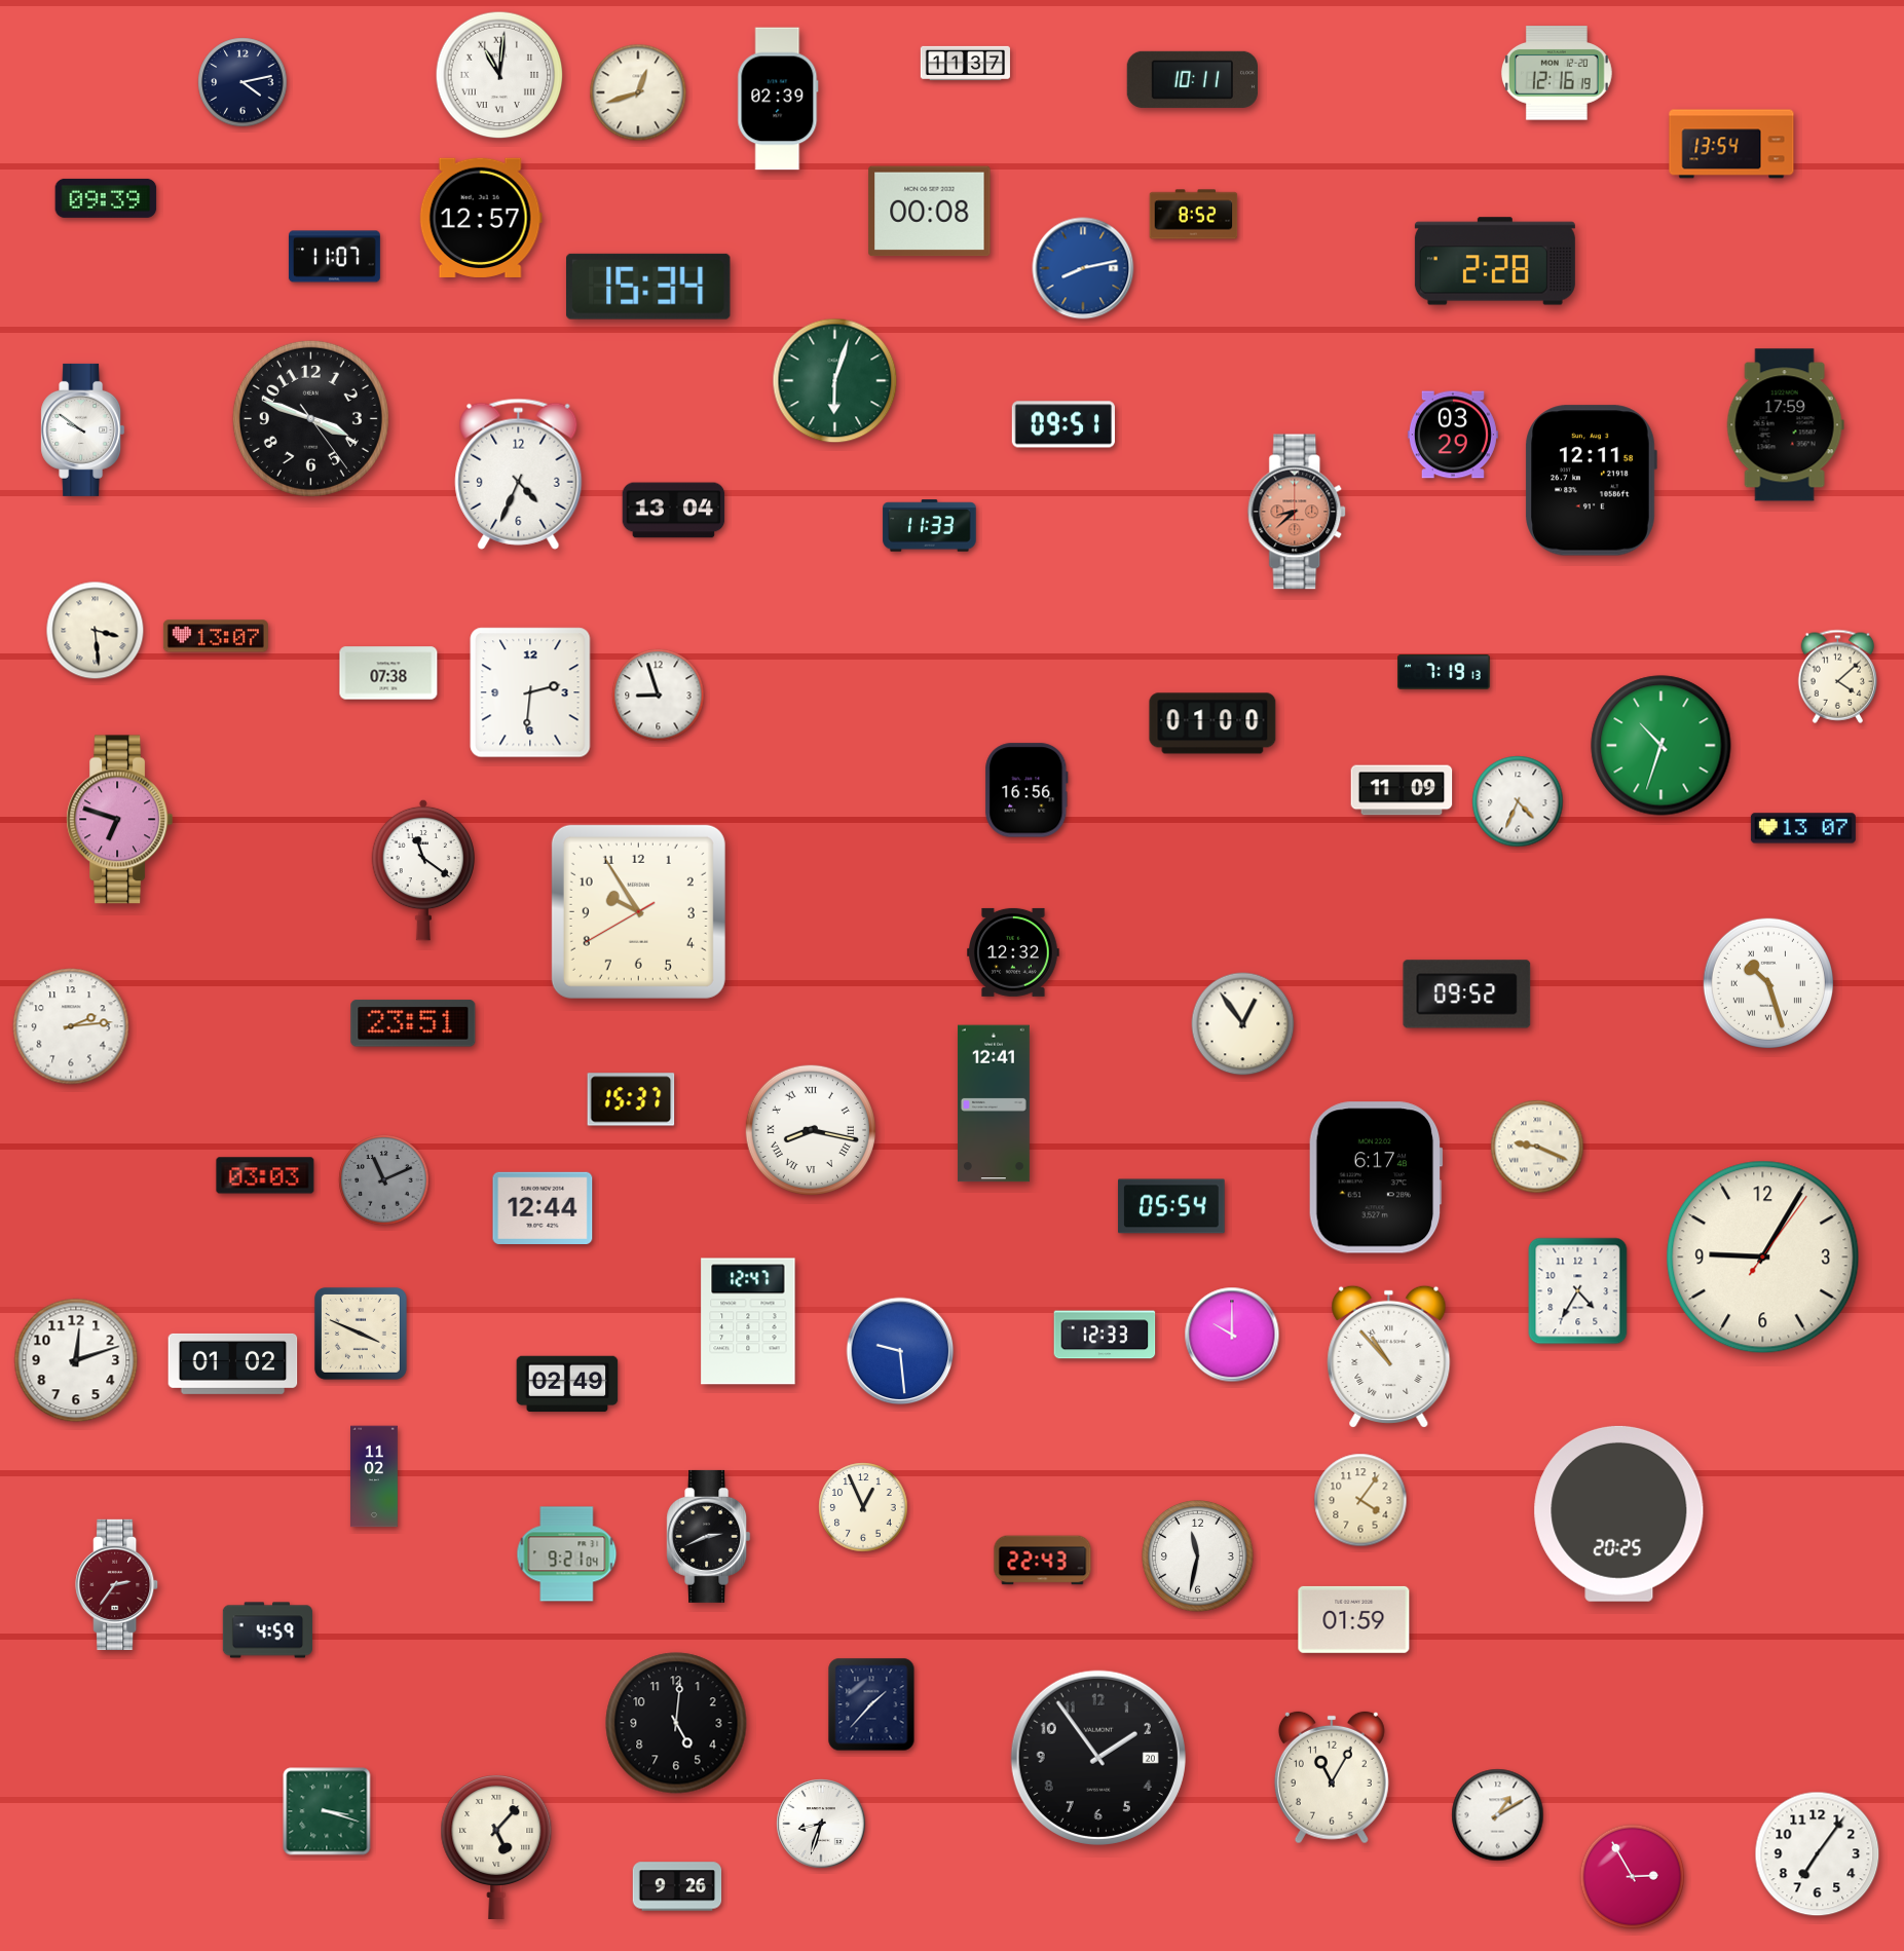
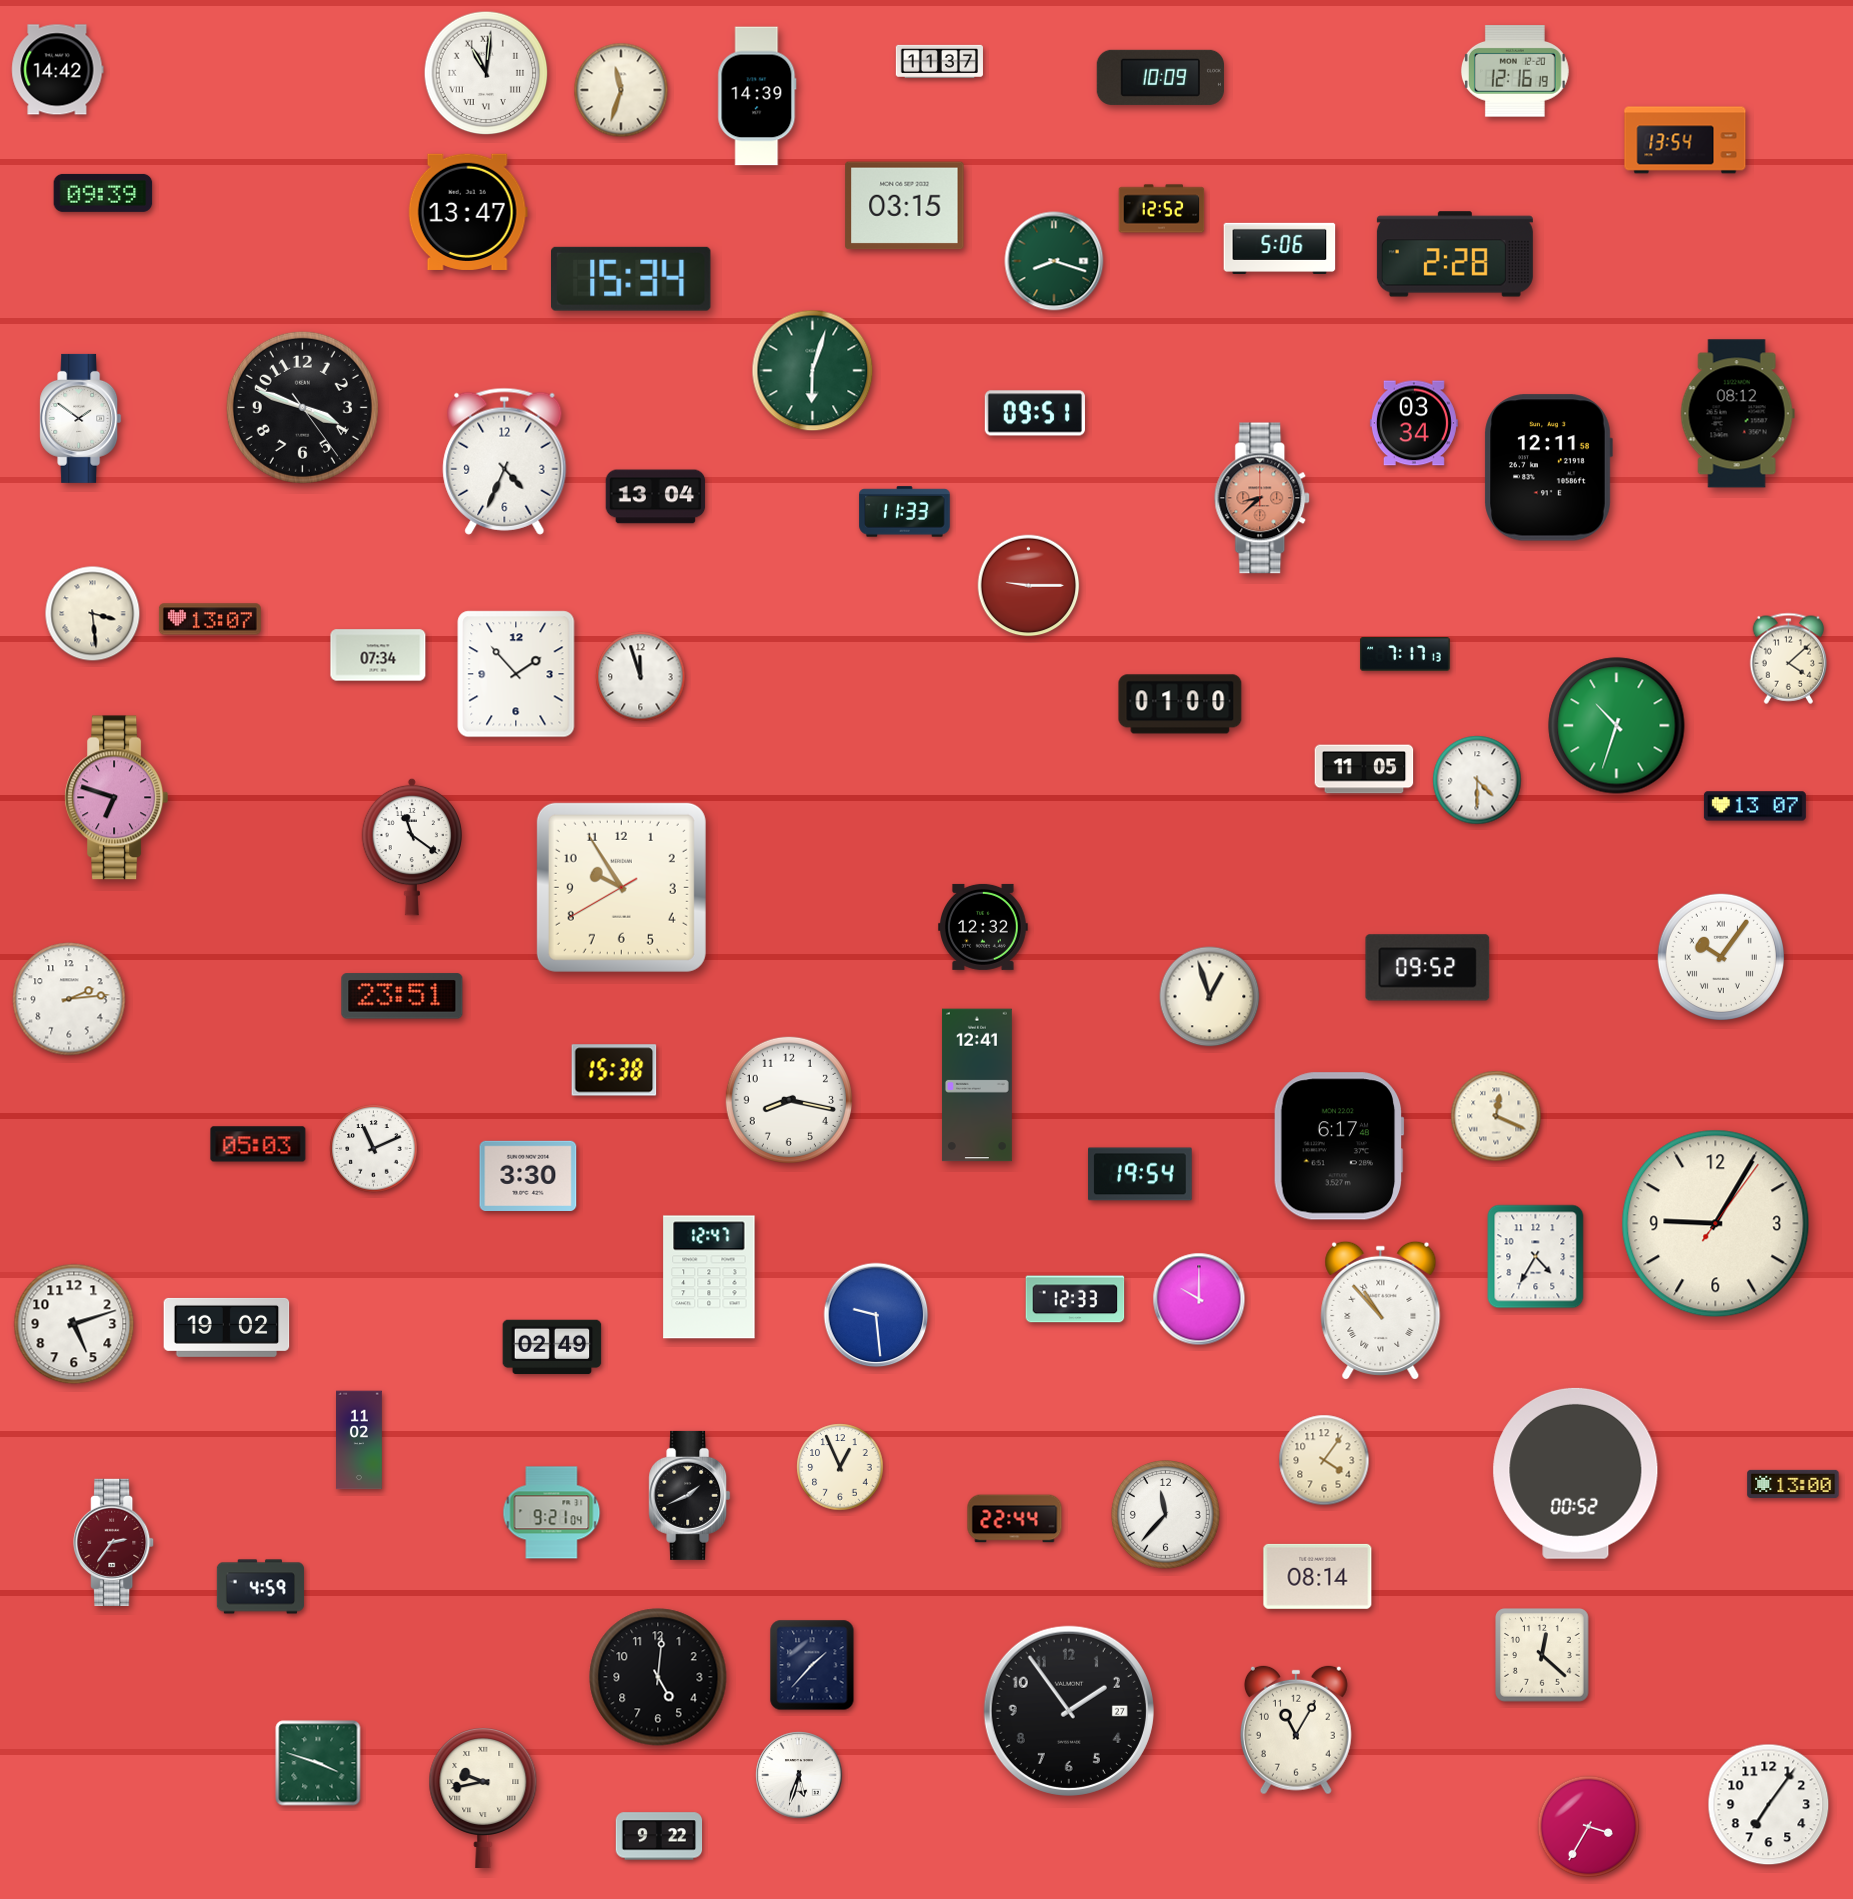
clock at (58, 70): none -> 14:42
clock at (1192, 79): 10:11 -> 10:09
clock at (242, 82): 4:13 -> none
clock at (638, 92): 12:42 -> 11:33
clock at (778, 99): 02:39 -> 14:39
clock at (930, 212): 00:08 -> 03:15
clock at (1194, 215): 8:52 -> 12:52
clock at (481, 218): 12:57 -> 13:47
clock at (1280, 248): none -> 5:06
clock at (334, 257): 11:07 -> none
clock at (1083, 268): 8:13 -> 8:18
clock at (1083, 268) dial: blue -> green
clock at (1785, 425): 17:59 -> 08:12
clock at (83, 429): 9:51 -> 1:51
clock at (1453, 435): 03:29 -> 03:34
clock at (1029, 586): none -> 9:15
clock at (1444, 672): 7:19 -> 7:17
clock at (388, 673): 07:38 -> 07:34
clock at (530, 692): 2:31 -> 1:53
clock at (659, 696): 8:57 -> 11:57
clock at (1026, 790): 16:56 -> none
clock at (1402, 790): 11:09 -> 11:05
clock at (1518, 801): 4:34 -> 4:30
clock at (1014, 952) position: (1014, 952) -> (984, 927)
clock at (1768, 983): 10:27 -> 10:06
clock at (1243, 1024): 12:54 -> 12:57
clock at (631, 1099): 15:37 -> 15:38
clock at (994, 1103) position: (994, 1103) -> (977, 1085)
clock at (811, 1130) numerals: Roman -> Arabic
clock at (1537, 1147): 9:19 -> 12:19
clock at (265, 1175): 03:03 -> 05:03
clock at (384, 1180) dial: grey -> white
clock at (1171, 1206): 05:54 -> 19:54
clock at (543, 1207): 12:44 -> 3:30
clock at (748, 1321) position: (748, 1321) -> (709, 1277)
clock at (361, 1334): 3:49 -> none
clock at (1389, 1356) position: (1389, 1356) -> (1381, 1310)
clock at (76, 1360): 12:12 -> 5:12
clock at (233, 1363): 01:02 -> 19:02
clock at (375, 1476) position: (375, 1476) -> (360, 1440)
clock at (1619, 1513): 20:25 -> 00:52
clock at (1793, 1484): none -> 13:00
clock at (709, 1536): 2:41 -> 1:41
clock at (1198, 1556): 11:32 -> 11:37
clock at (1043, 1561): 22:43 -> 22:44
clock at (1354, 1619): 01:59 -> 08:14
clock at (1543, 1656): none -> 12:22
clock at (871, 1704) position: (871, 1704) -> (812, 1665)
clock at (1098, 1758) date: 20 -> 27
clock at (327, 1811): 3:18 -> 3:48
clock at (1498, 1815): 1:10 -> none
clock at (821, 1824): 8:33 -> 5:33
clock at (496, 1847): 5:07 -> 9:43
clock at (1633, 1877): 2:55 -> 3:35
clock at (677, 1886): 9:26 -> 9:22
